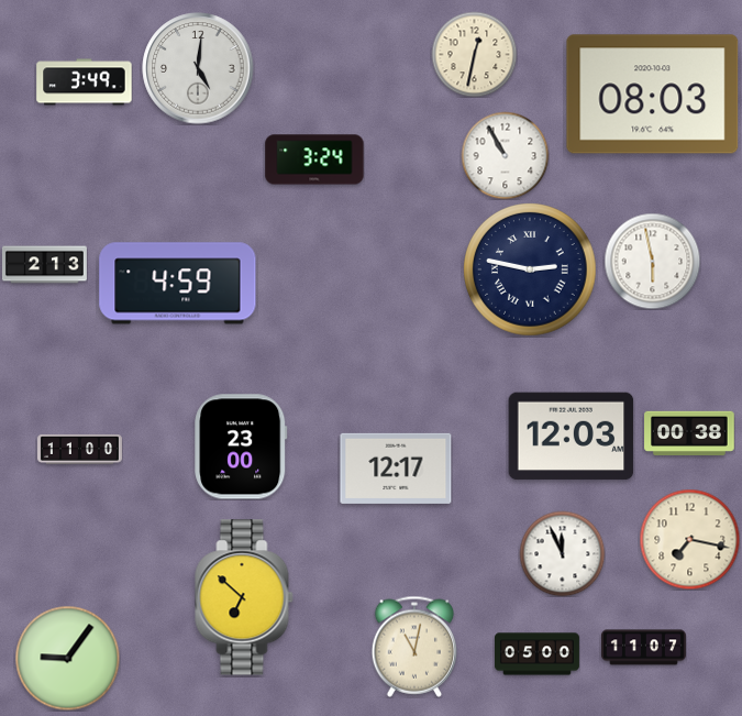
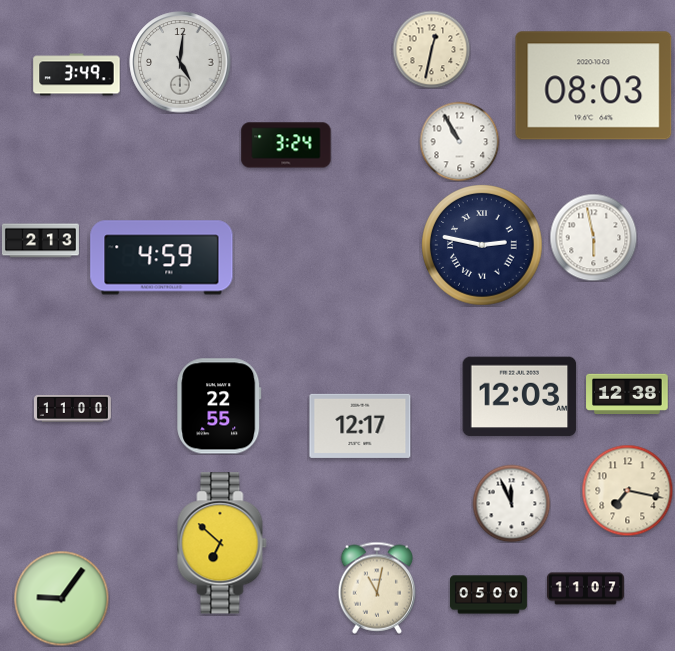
clock at (689, 432): 00:38 -> 12:38
clock at (241, 447): 23:00 -> 22:55
